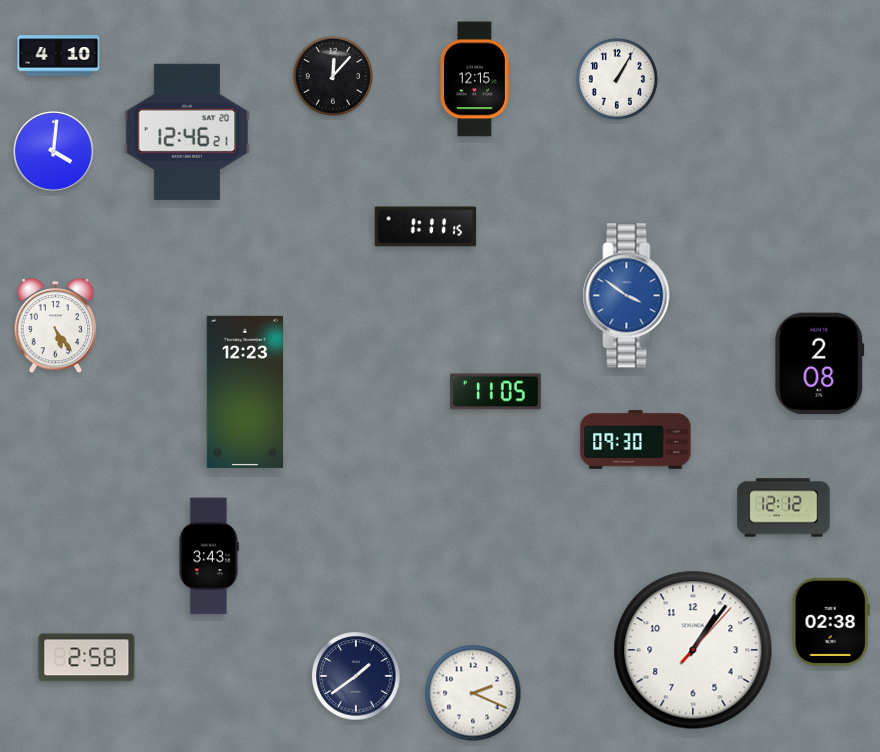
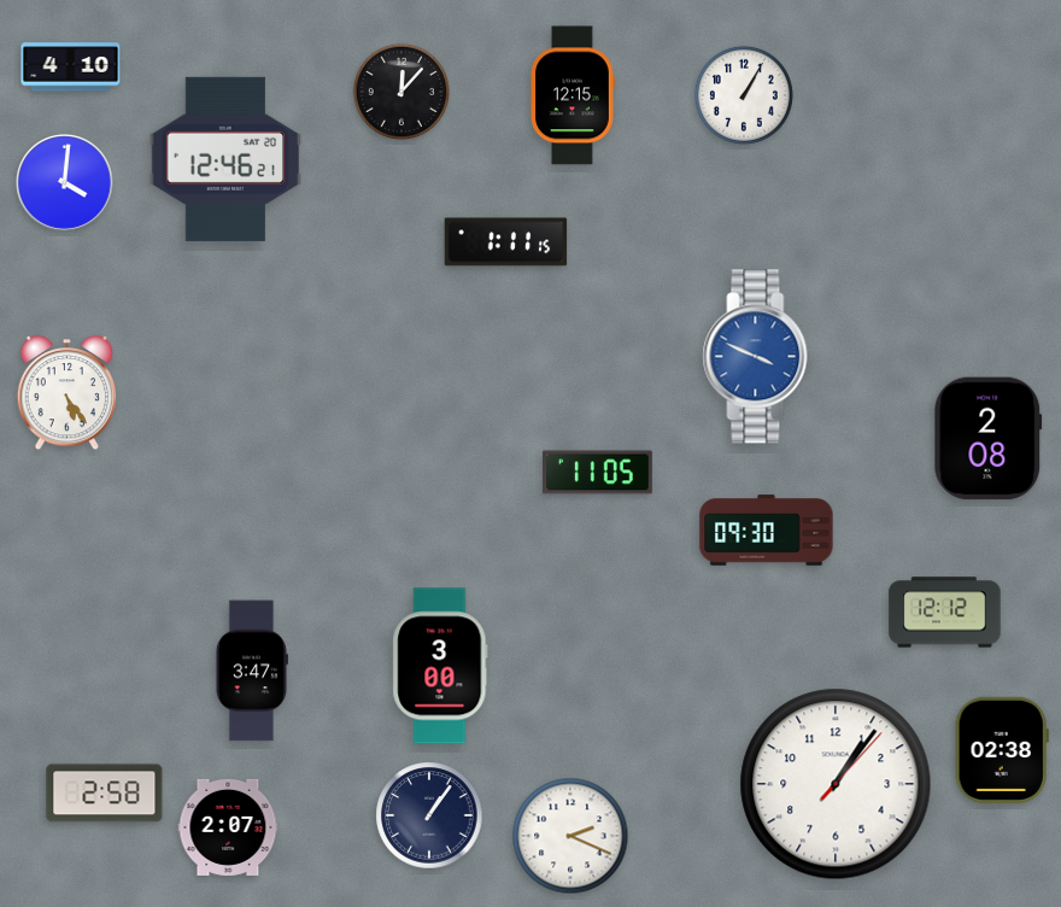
clock at (426, 227) position: (426, 227) -> (506, 242)
clock at (629, 296): 3:51 -> 3:49
clock at (245, 392): 12:23 -> none
clock at (440, 666): none -> 3:00
clock at (208, 556): 3:43 -> 3:47
clock at (356, 676): 1:39 -> 1:06
clock at (228, 827): none -> 2:07
